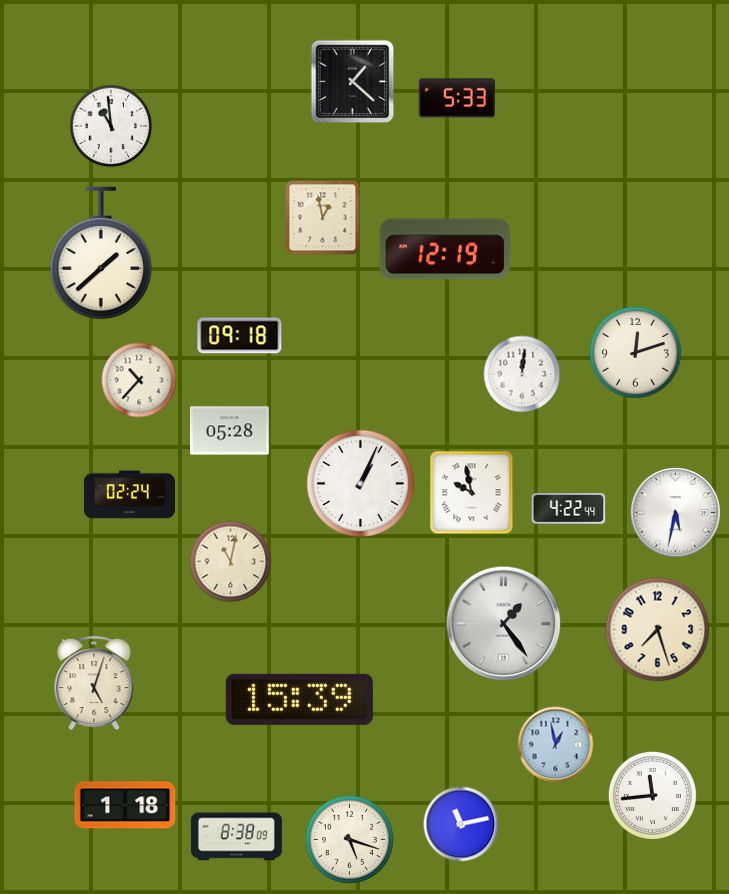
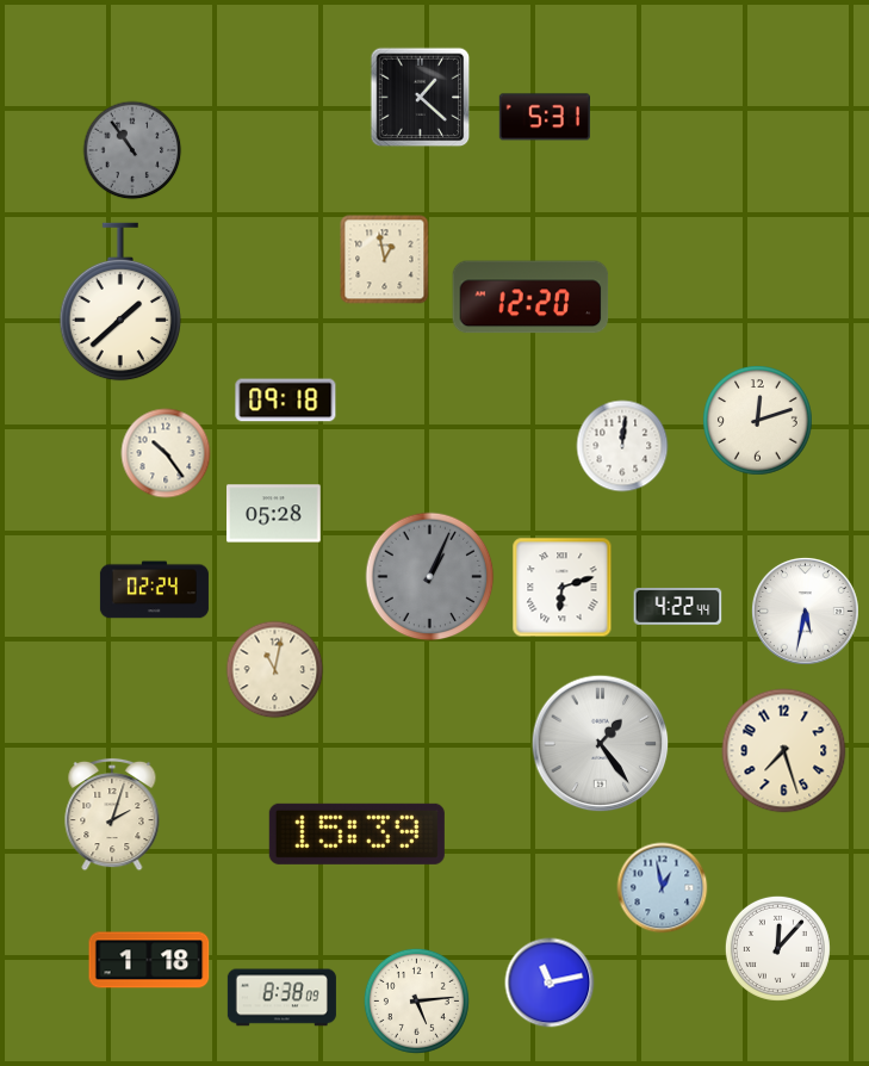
clock at (457, 98): 5:33 -> 5:31
clock at (111, 126): 10:59 -> 10:54
clock at (111, 126) dial: white -> grey
clock at (445, 249): 12:19 -> 12:20
clock at (139, 380): 10:37 -> 10:24
clock at (361, 484) dial: white -> grey
clock at (472, 493): 9:58 -> 6:12
clock at (94, 683): 5:03 -> 2:03
clock at (652, 795): 11:44 -> 12:07
clock at (349, 839): 5:18 -> 5:14
